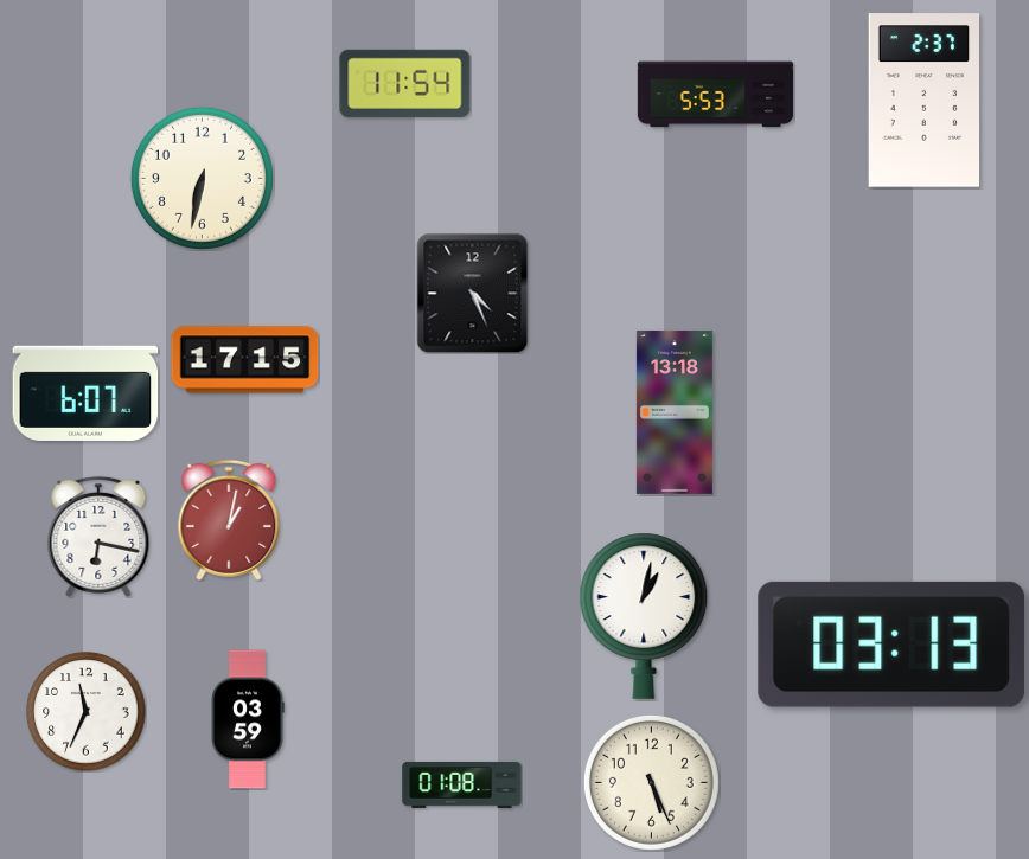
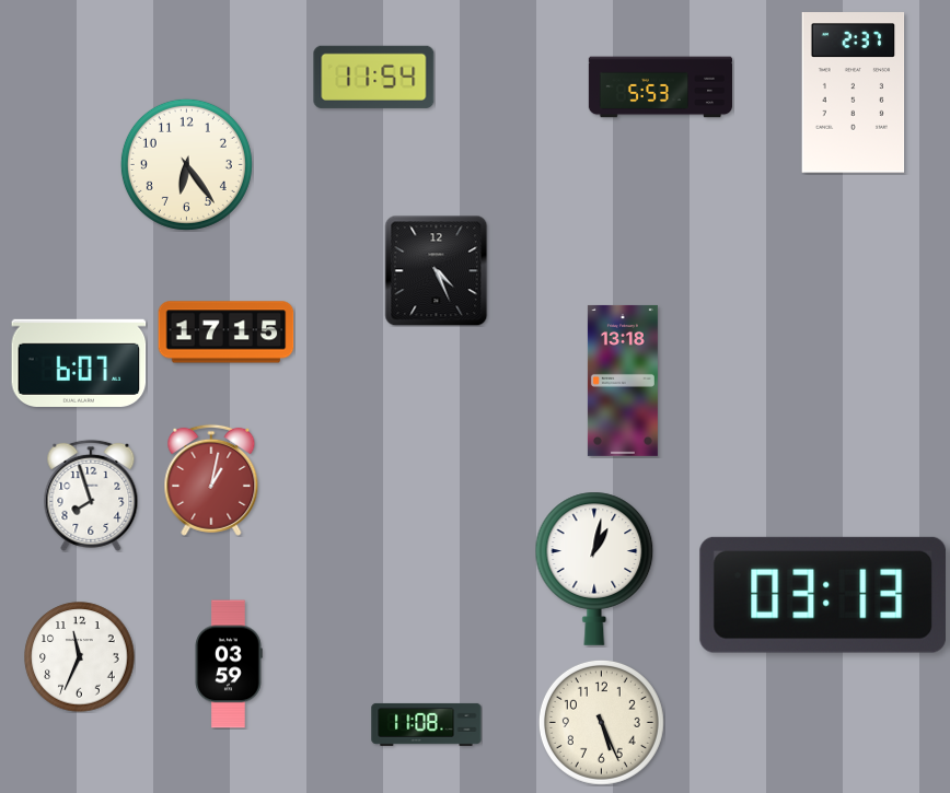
clock at (202, 178): 6:32 -> 6:24
clock at (98, 537): 6:17 -> 7:57
clock at (462, 784): 01:08 -> 11:08
